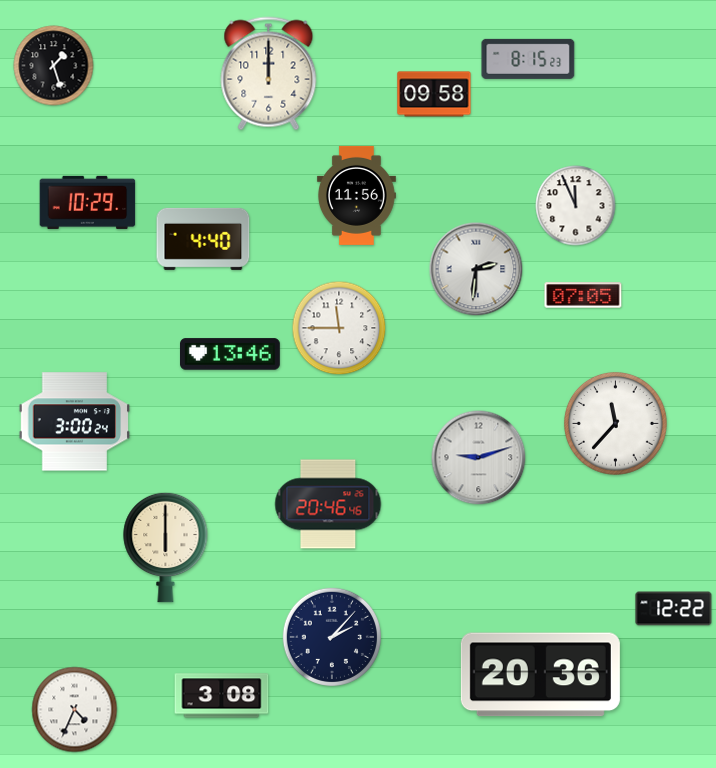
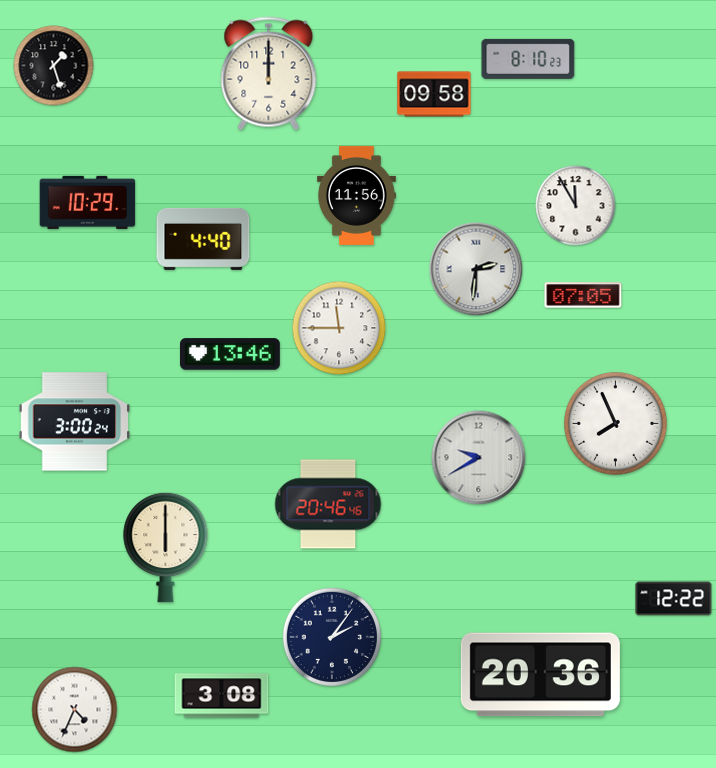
clock at (528, 59): 8:15 -> 8:10
clock at (576, 206): 11:56 -> 11:55
clock at (615, 423): 11:37 -> 7:56
clock at (479, 458): 9:12 -> 9:40
clock at (674, 609) position: (674, 609) -> (674, 599)
clock at (332, 637): 2:07 -> 2:06
